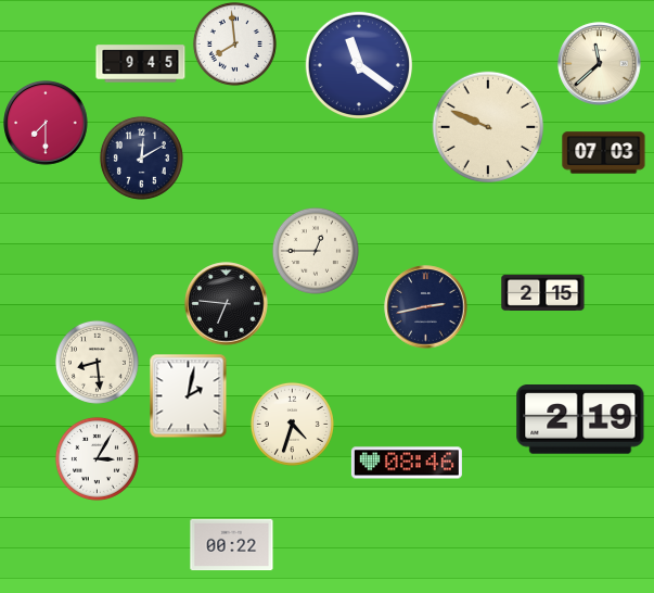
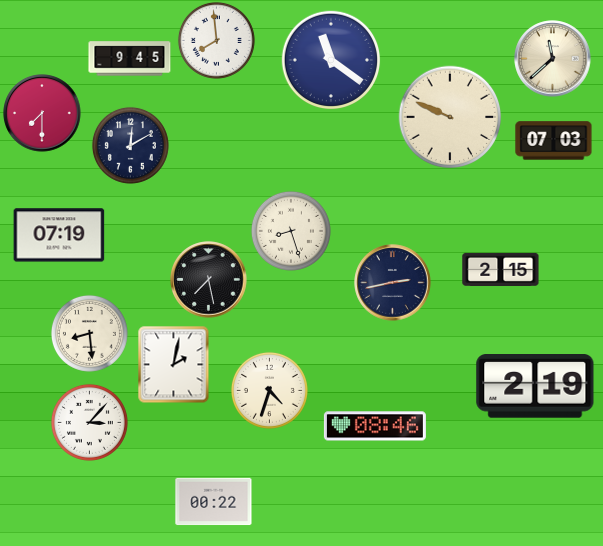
clock at (604, 153) position: (604, 153) -> (554, 141)
clock at (316, 251): 12:45 -> 8:27
clock at (59, 235): none -> 07:19
clock at (227, 304): 6:46 -> 7:28
clock at (97, 458): 3:05 -> 3:07
